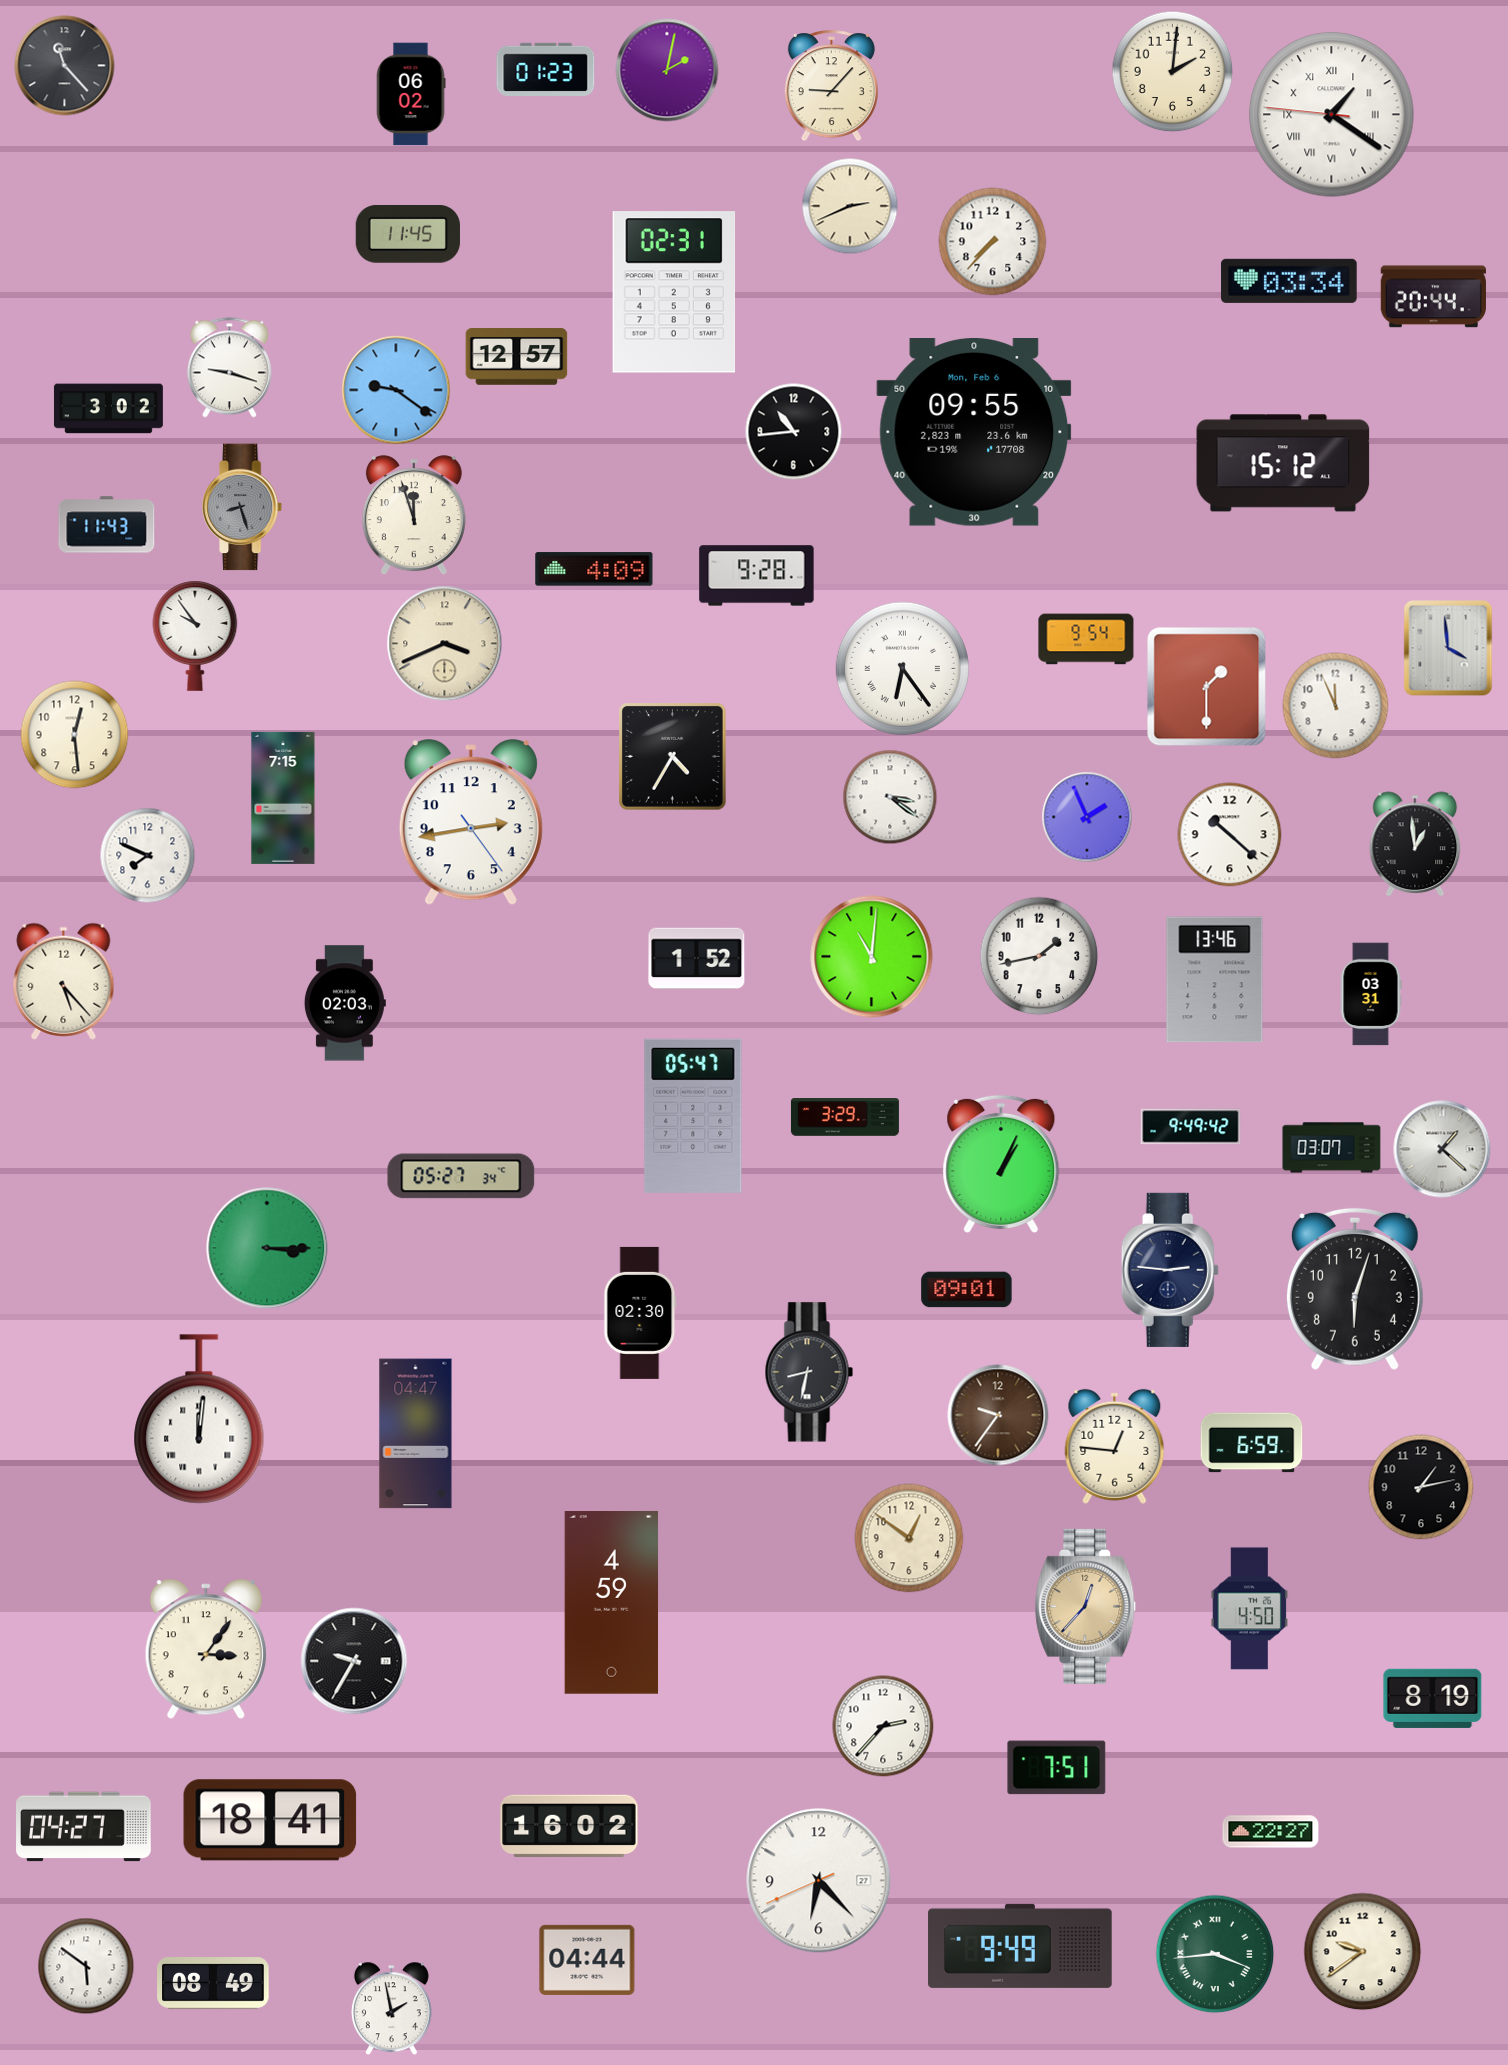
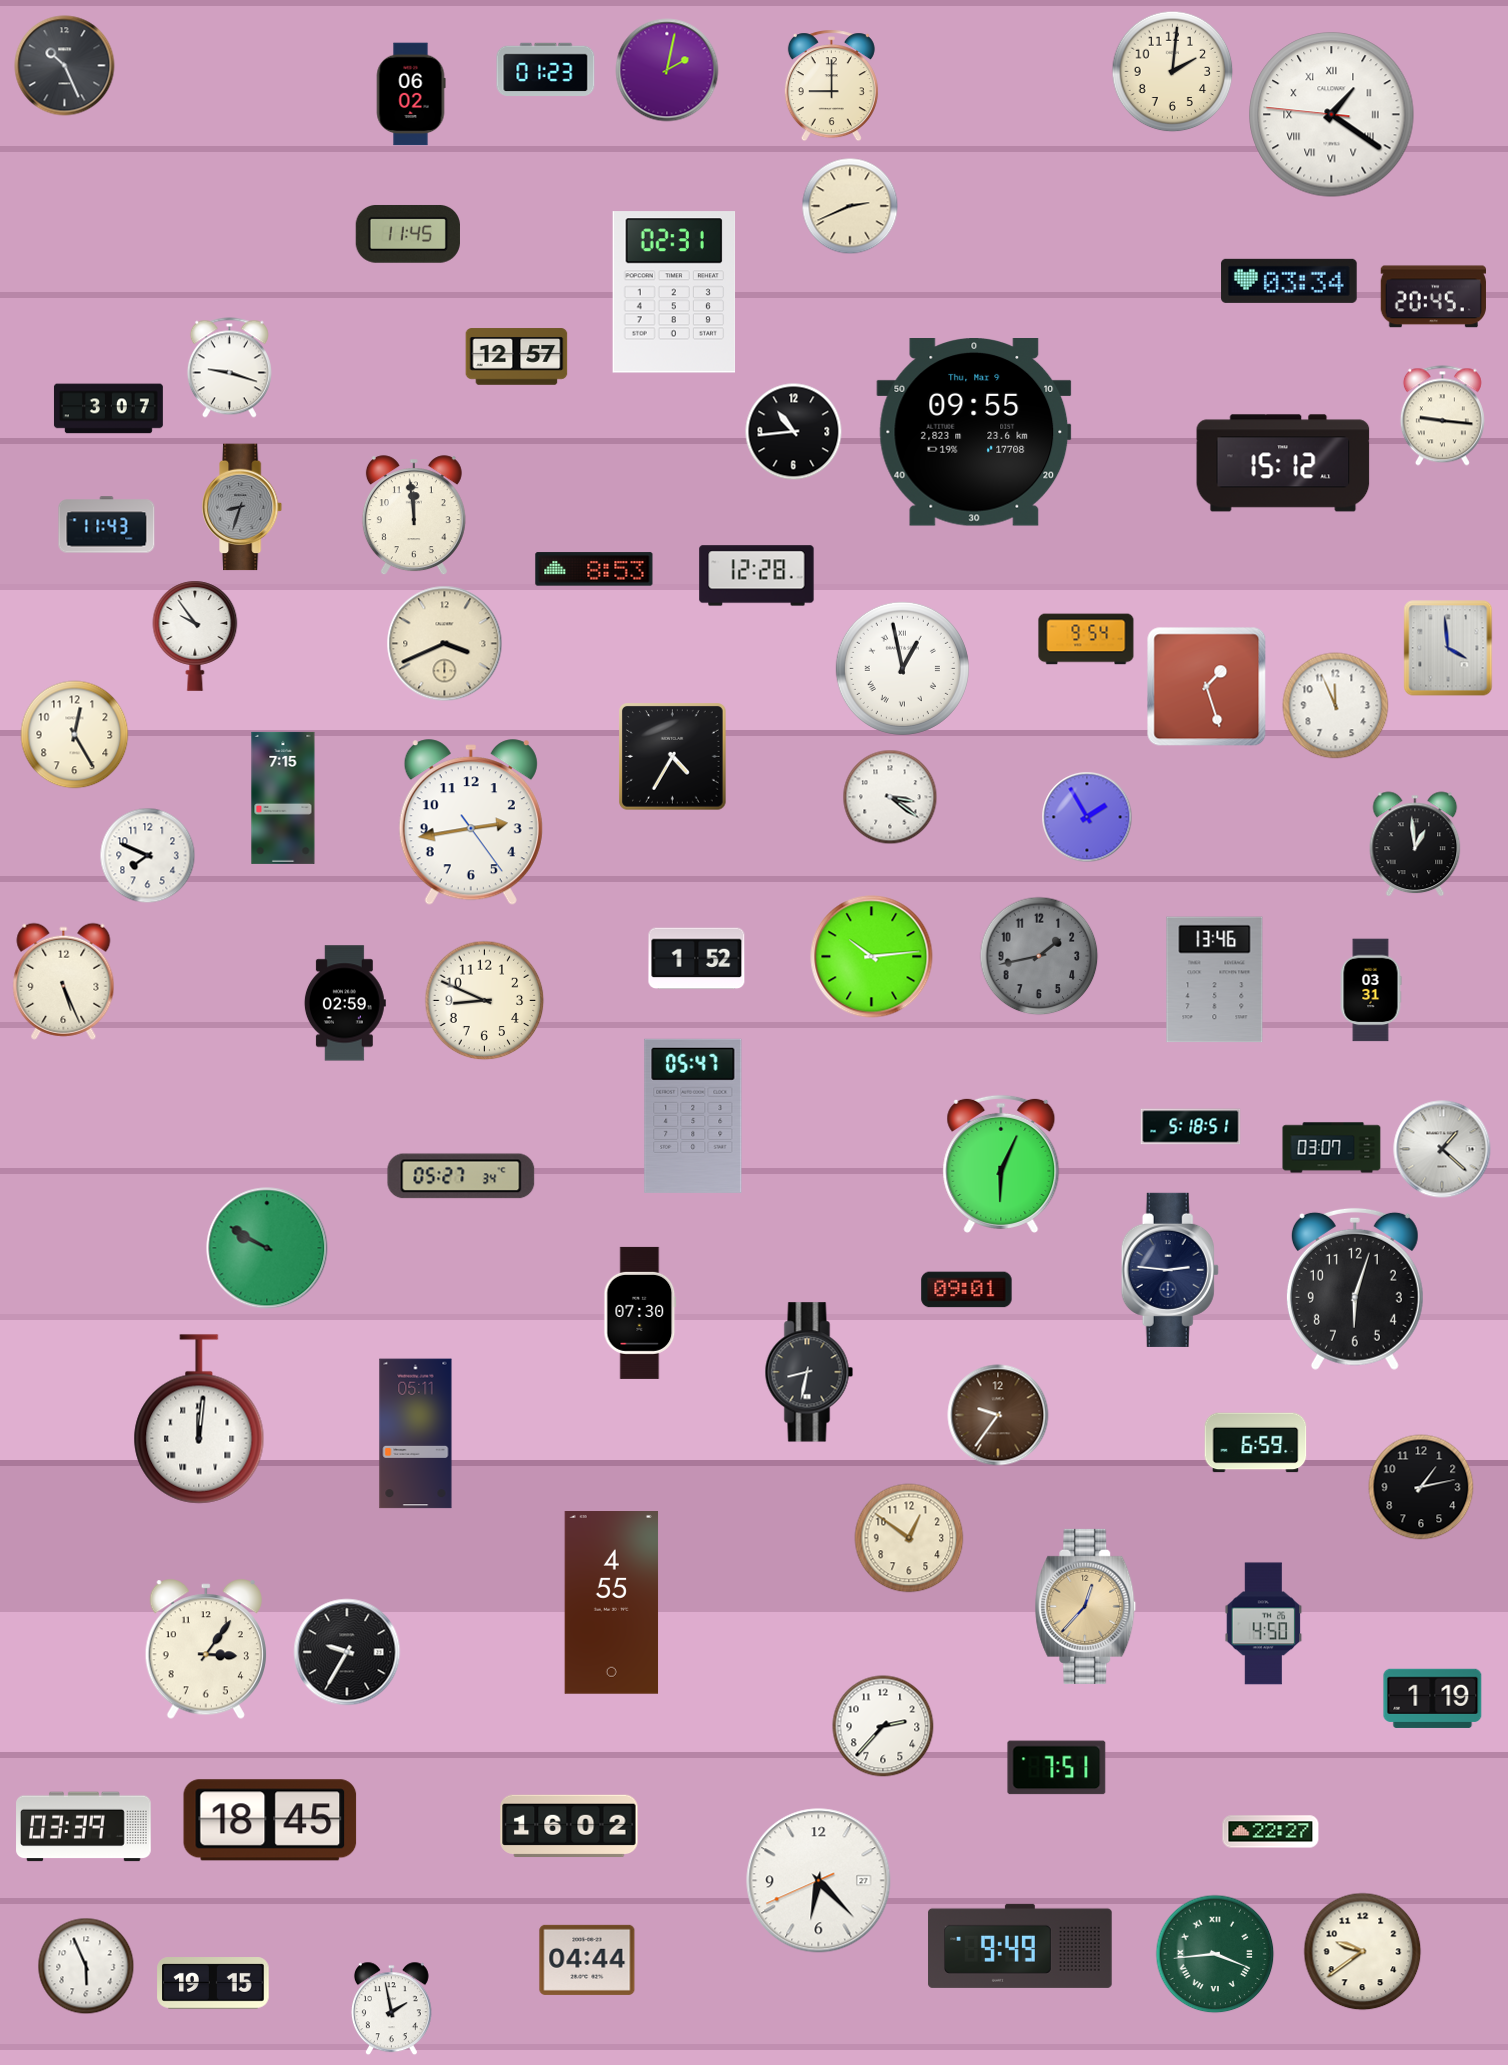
clock at (65, 66): 11:23 -> 10:26
clock at (831, 86): 9:07 -> 9:00
clock at (993, 242): 7:37 -> none
clock at (1433, 297): 20:44 -> 20:45
clock at (396, 390): 9:21 -> none
clock at (108, 409): 3:02 -> 3:07
clock at (1442, 416): none -> 9:16
clock at (974, 433) date: Mon, Feb 6 -> Thu, Mar 9
clock at (243, 507): 8:27 -> 8:33
clock at (414, 516): 11:57 -> 11:59
clock at (594, 569): 4:09 -> 8:53
clock at (757, 576): 9:28 -> 12:28
clock at (902, 668): 6:24 -> 12:58
clock at (1207, 687): 1:30 -> 1:27
clock at (75, 735): 12:29 -> 12:25
clock at (1087, 817): 1:56 -> 1:55
clock at (1230, 835): 10:22 -> none
clock at (1039, 956) dial: white -> grey
clock at (872, 957): 11:01 -> 10:14
clock at (64, 981): 5:23 -> 5:26
clock at (1371, 994) position: (1371, 994) -> (1371, 990)
clock at (485, 1001): none -> 8:49
clock at (345, 1003): 02:03 -> 02:59
clock at (845, 1117): 3:29 -> none
clock at (1191, 1127): 9:49 -> 5:18
clock at (1001, 1164): 1:04 -> 6:04
clock at (267, 1248): 3:15 -> 9:50
clock at (640, 1313): 02:30 -> 07:30
clock at (416, 1434): 04:47 -> 05:11
clock at (1252, 1443) position: (1252, 1443) -> (1256, 1443)
clock at (1115, 1446): 12:46 -> none
clock at (612, 1603): 4:59 -> 4:55
clock at (1250, 1609) position: (1250, 1609) -> (1264, 1624)
clock at (354, 1661) position: (354, 1661) -> (347, 1652)
clock at (1433, 1698): 8:19 -> 1:19
clock at (270, 1820): 18:41 -> 18:45
clock at (84, 1827): 04:27 -> 03:39
clock at (86, 1966): 5:51 -> 5:56
clock at (213, 1984): 08:49 -> 19:15
